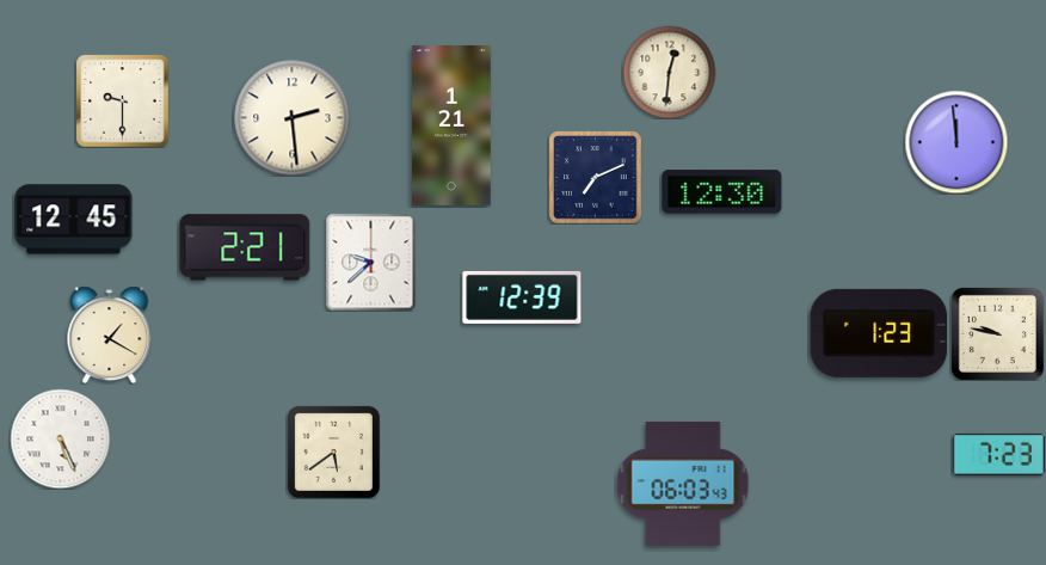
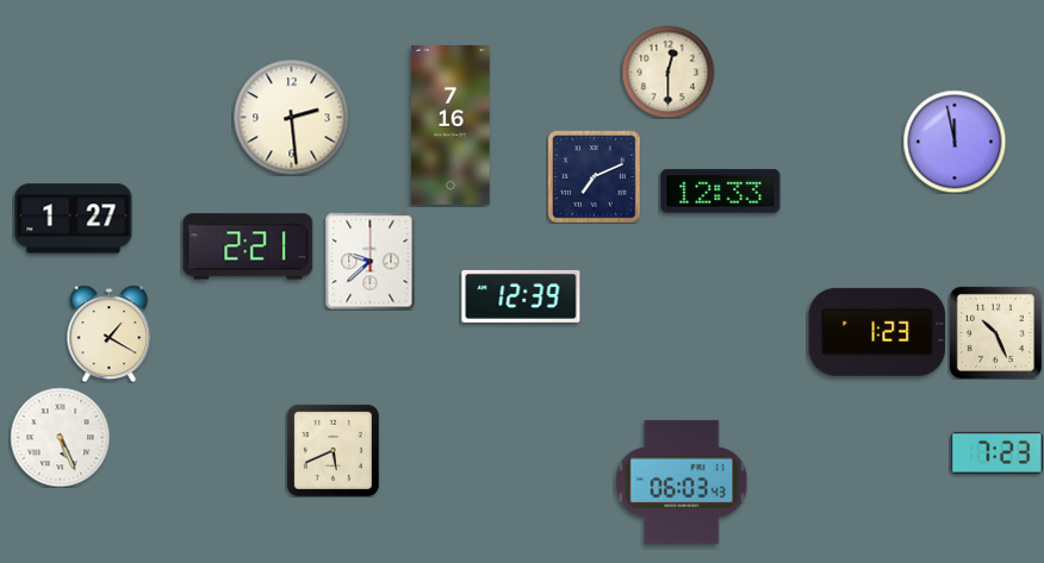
clock at (669, 72): 12:31 -> 12:30
clock at (122, 100): 9:30 -> none
clock at (453, 127): 1:21 -> 7:16
clock at (956, 142): 11:59 -> 11:58
clock at (722, 192): 12:30 -> 12:33
clock at (74, 220): 12:45 -> 1:27
clock at (245, 247) position: (245, 247) -> (248, 246)
clock at (997, 333): 9:47 -> 10:26
clock at (333, 452): 5:39 -> 5:41
